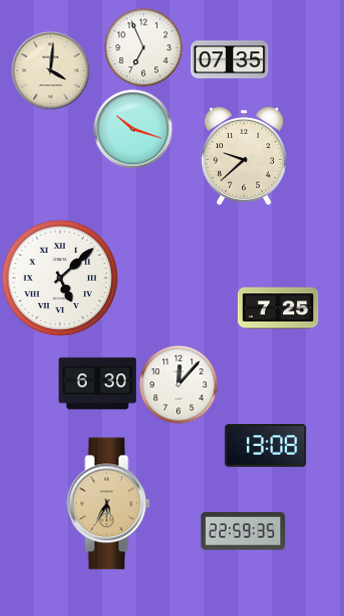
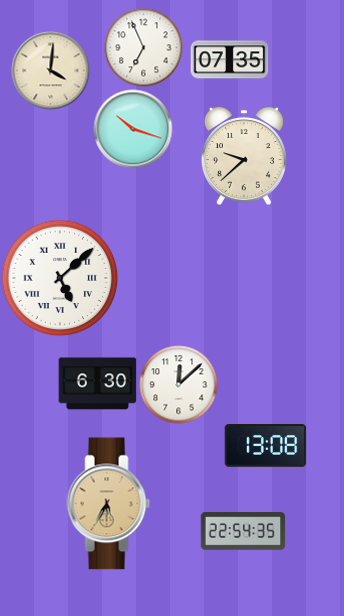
clock at (278, 308): 7:25 -> none
clock at (178, 384): 12:07 -> 12:08
clock at (243, 531): 22:59 -> 22:54
